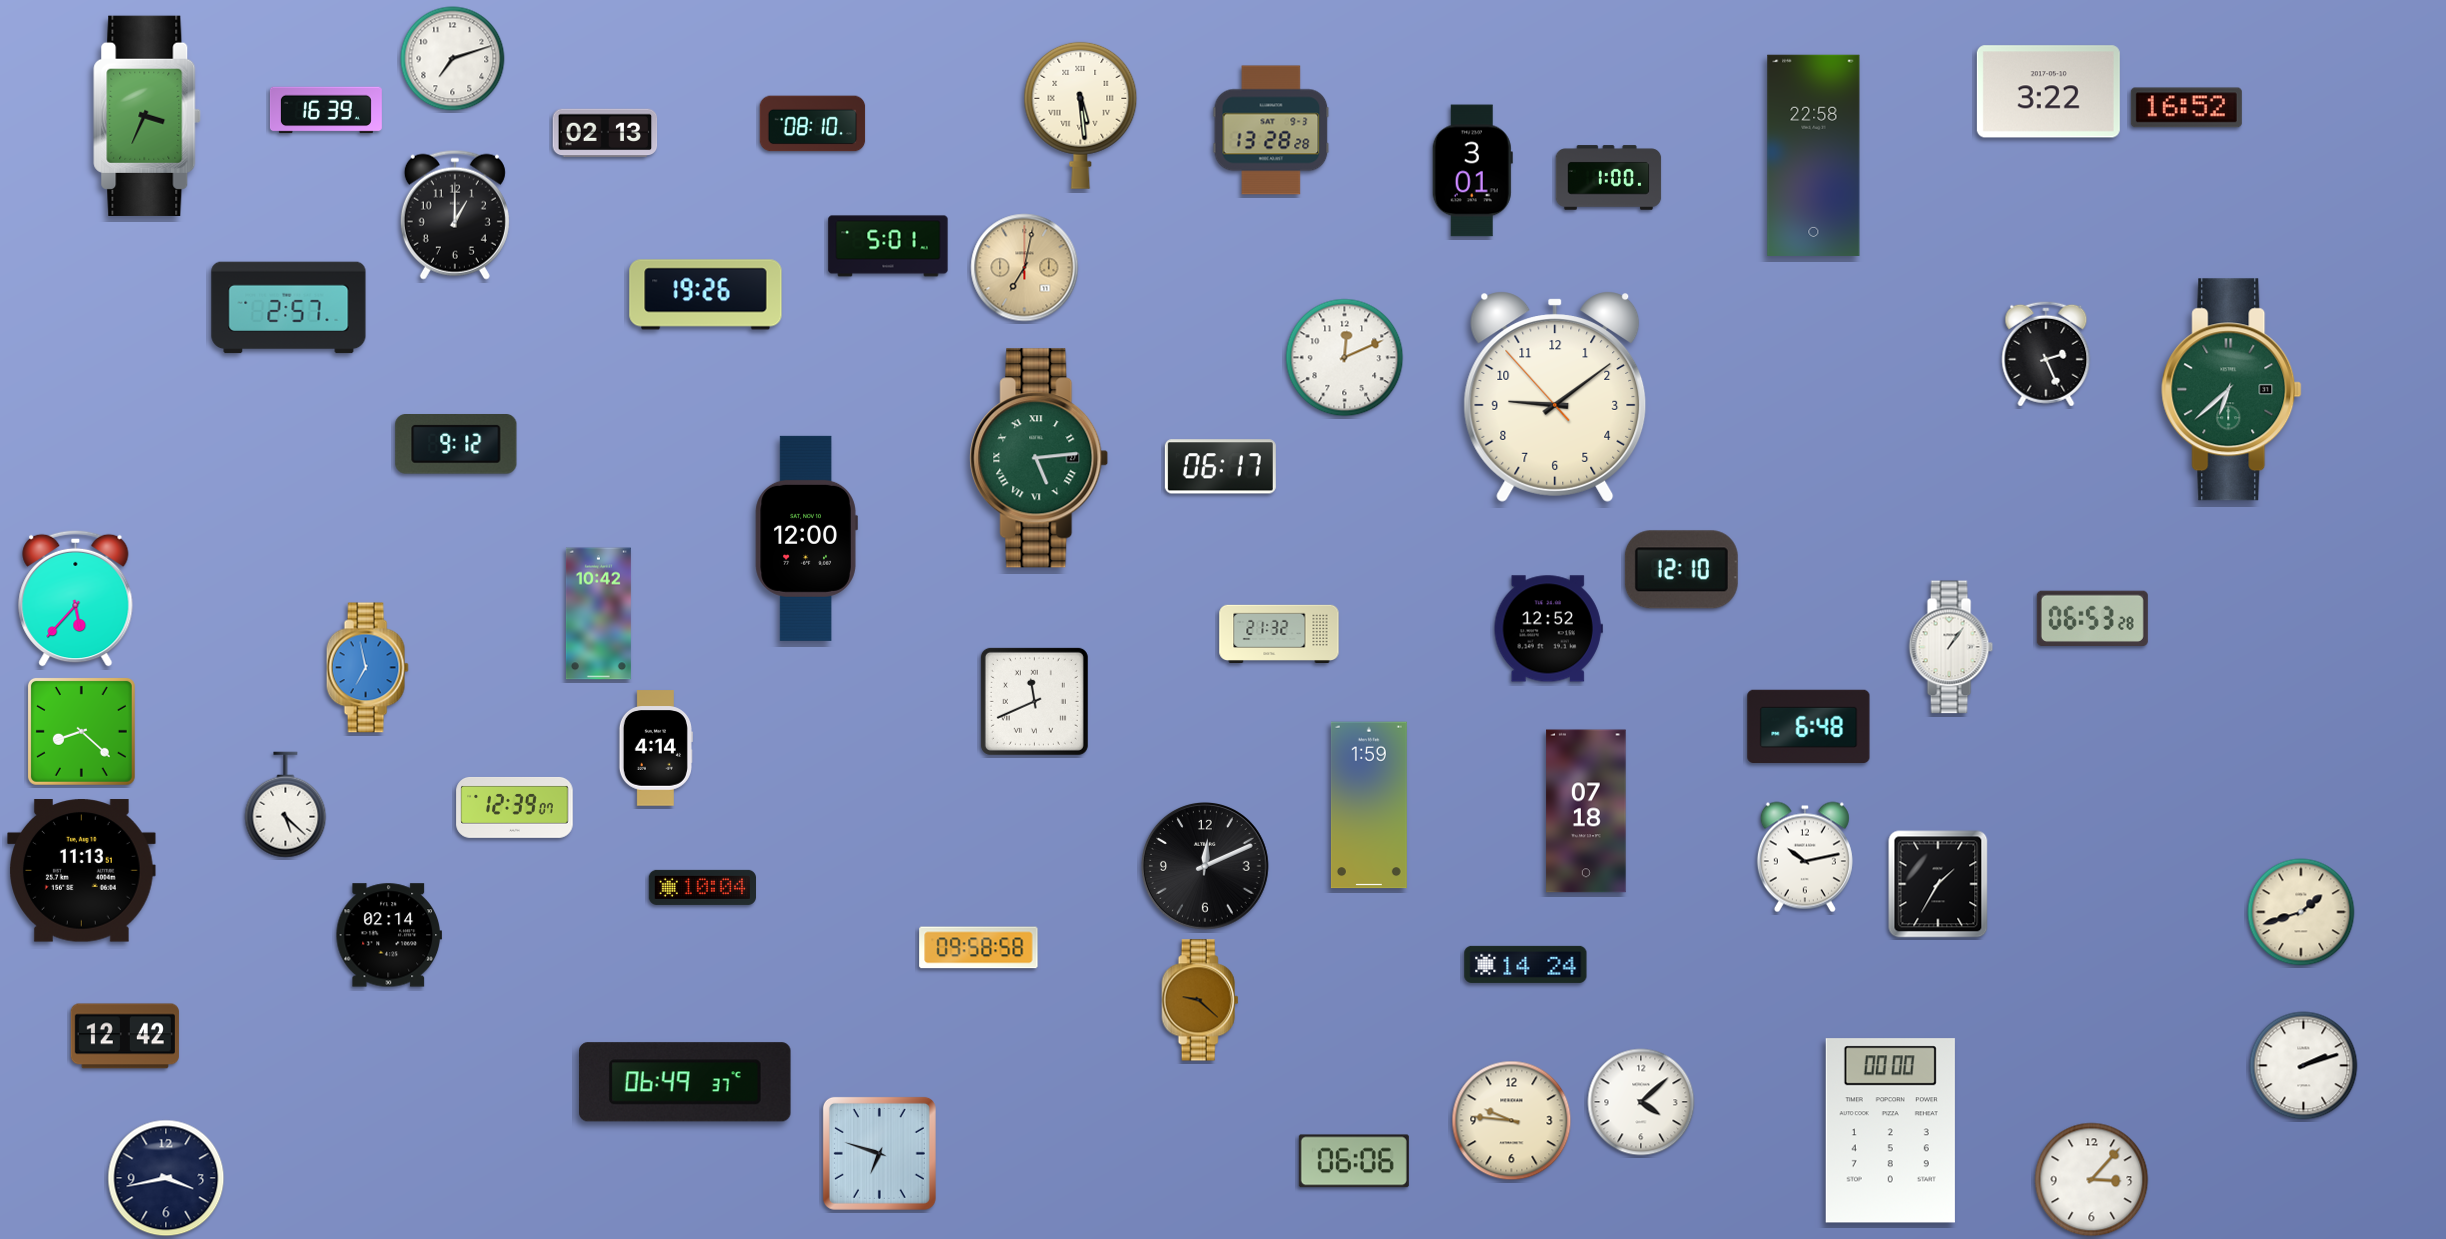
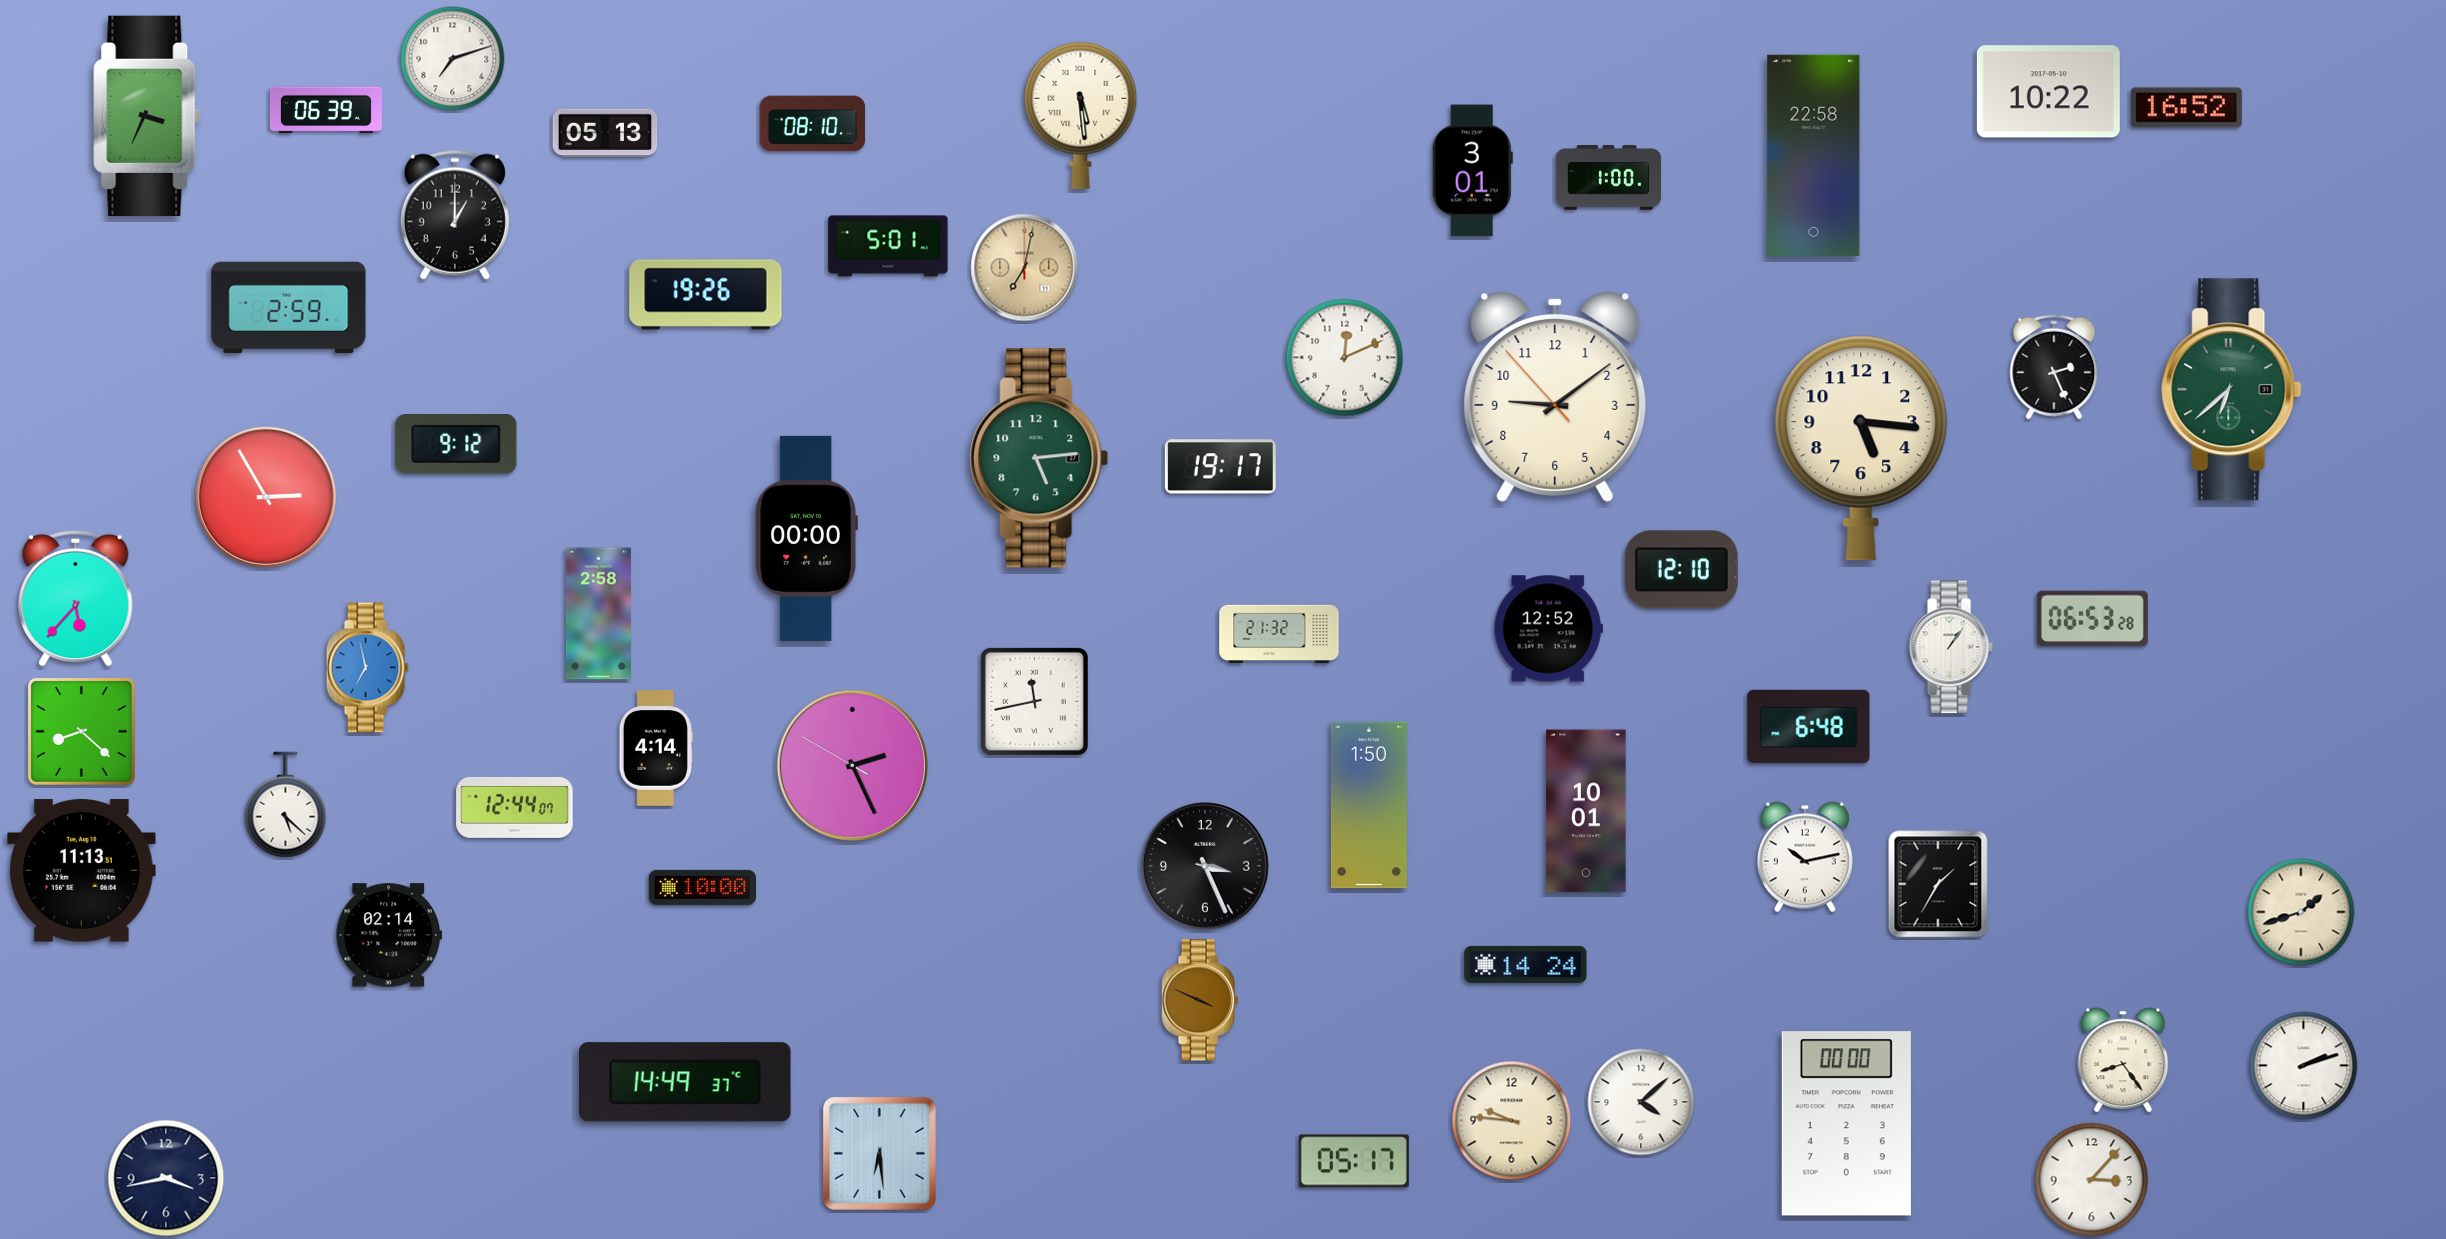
clock at (2048, 92): 3:22 -> 10:22
clock at (326, 110): 16:39 -> 06:39
clock at (1271, 130): 13:28 -> none
clock at (605, 133): 02:13 -> 05:13
clock at (289, 308): 2:57 -> 2:59
clock at (2046, 354) position: (2046, 354) -> (2054, 367)
clock at (1861, 448): none -> 5:16
clock at (1039, 458) numerals: Roman -> Arabic
clock at (1220, 467): 06:17 -> 19:17
clock at (266, 497): none -> 2:55
clock at (806, 538): 12:00 -> 00:00
clock at (598, 614): 10:42 -> 2:58
clock at (1034, 701): 11:41 -> 11:43
clock at (852, 765): none -> 2:25
clock at (1369, 805): 1:59 -> 1:50
clock at (515, 807): 12:39 -> 12:44
clock at (1586, 811): 07:18 -> 10:01
clock at (1206, 867): 12:11 -> 3:26
clock at (702, 887): 10:04 -> 10:00
clock at (979, 948): 09:58 -> none
clock at (1200, 1000): 9:22 -> 3:49
clock at (125, 1036): 12:42 -> none
clock at (2123, 1060): none -> 8:24
clock at (685, 1082): 06:49 -> 14:49
clock at (1890, 1131) position: (1890, 1131) -> (1846, 1124)
clock at (879, 1153): 6:48 -> 6:29
clock at (1354, 1161): 06:06 -> 05:17
